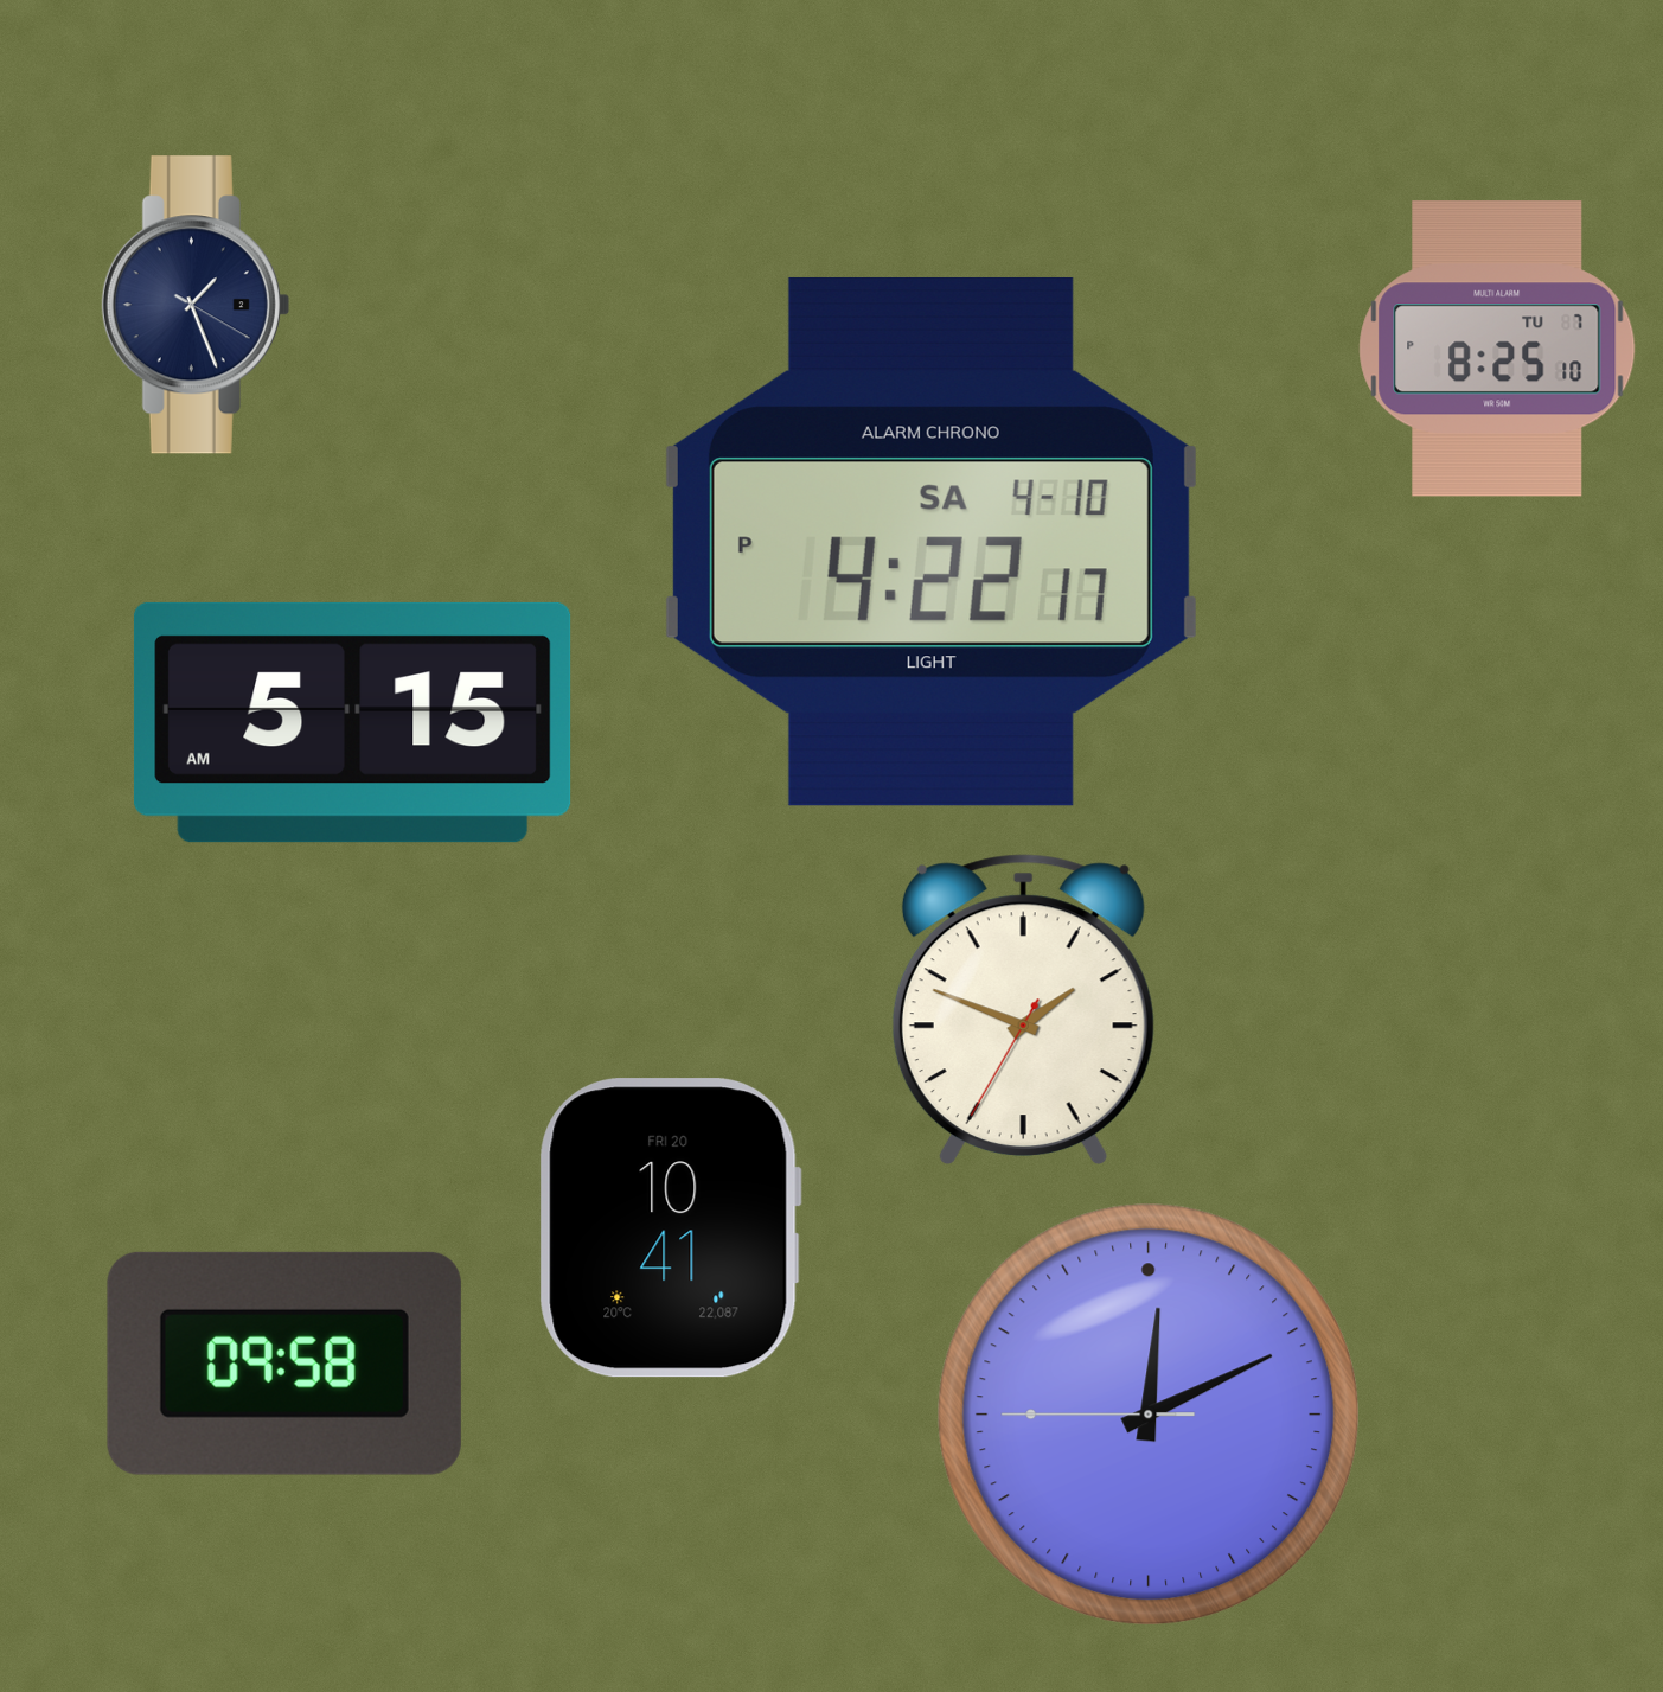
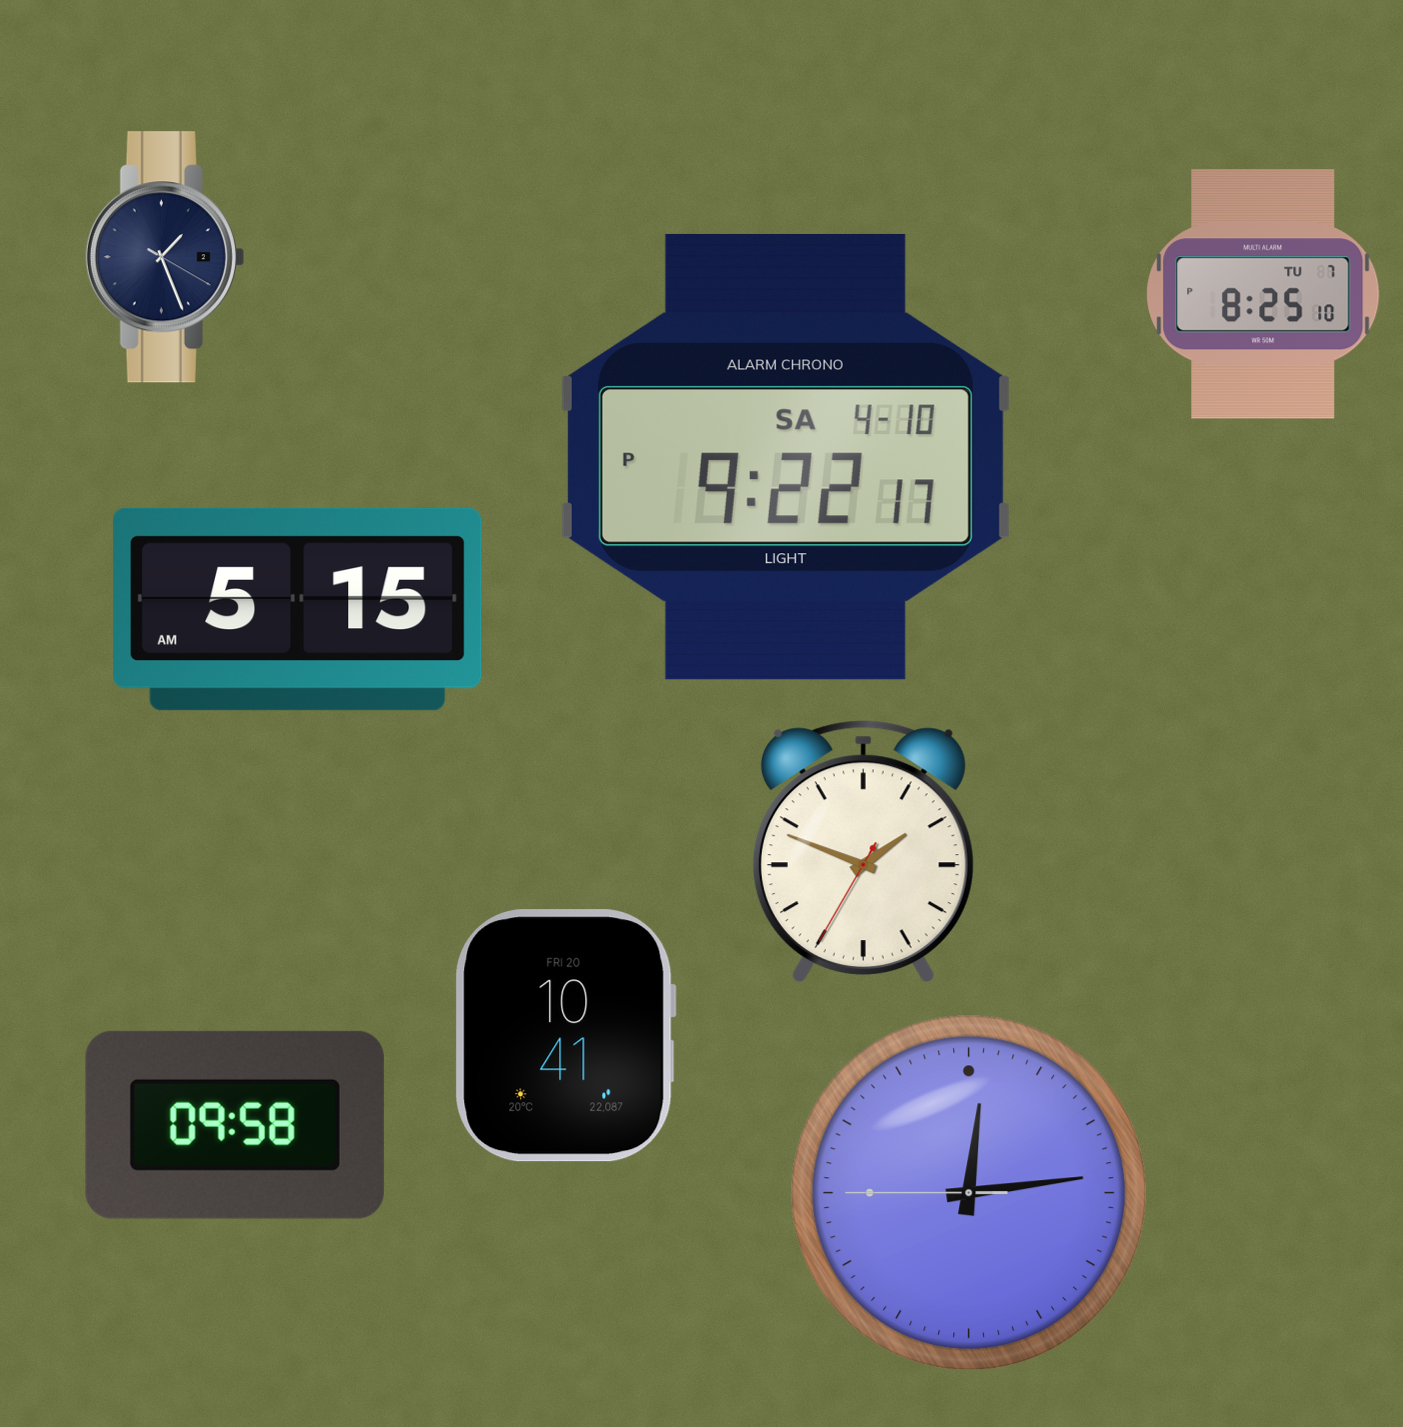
clock at (932, 542): 4:22 -> 9:22
clock at (284, 1364) position: (284, 1364) -> (235, 1125)
clock at (1149, 1415): 12:10 -> 12:13
